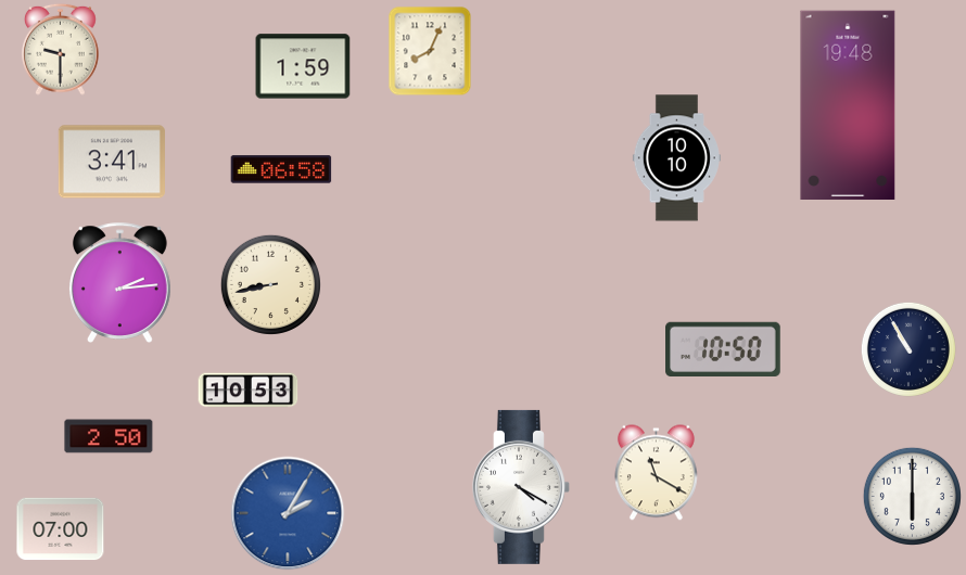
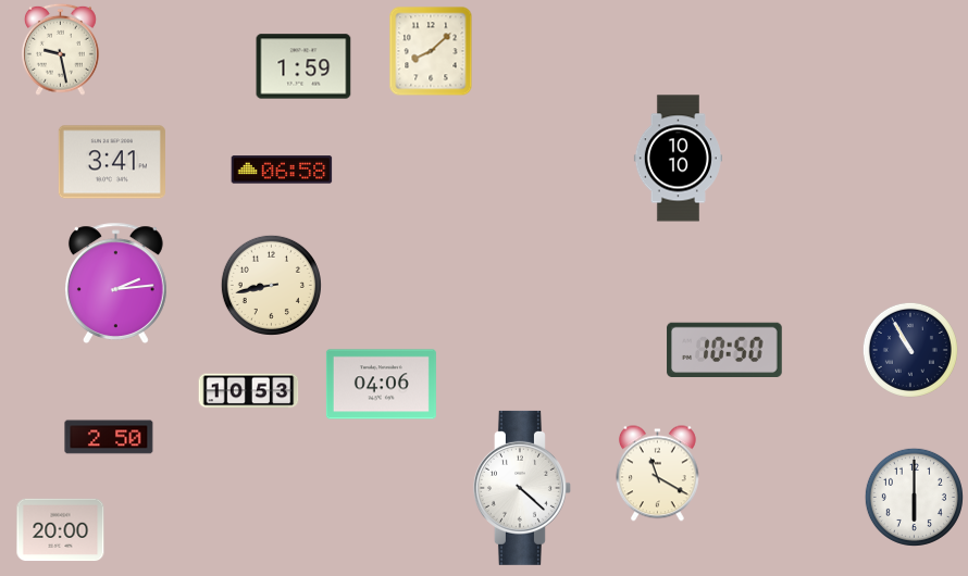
clock at (60, 49): 9:30 -> 9:28
clock at (430, 51): 8:04 -> 8:08
clock at (848, 104): 19:48 -> none
clock at (119, 282) position: (119, 282) -> (115, 283)
clock at (381, 385): none -> 04:06
clock at (521, 487): 4:20 -> 4:22
clock at (288, 513): 2:05 -> none
clock at (61, 529): 07:00 -> 20:00
